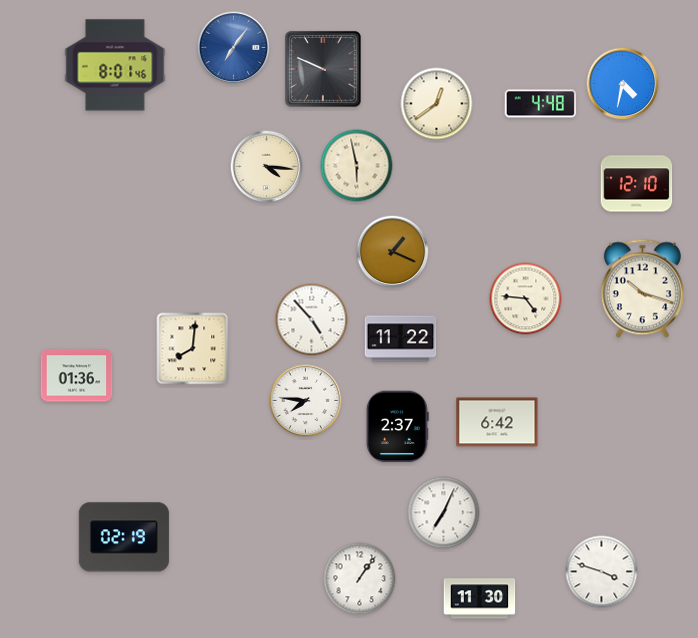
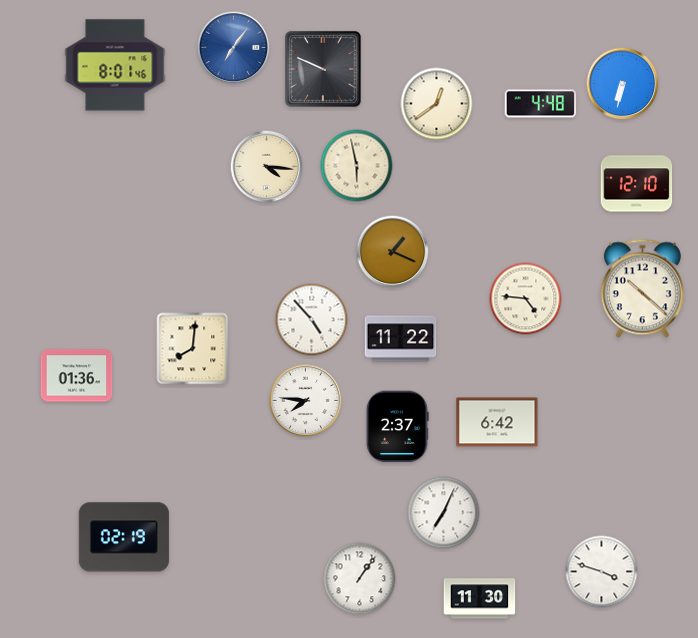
clock at (623, 84): 4:32 -> 6:32
clock at (642, 289): 10:18 -> 10:22
